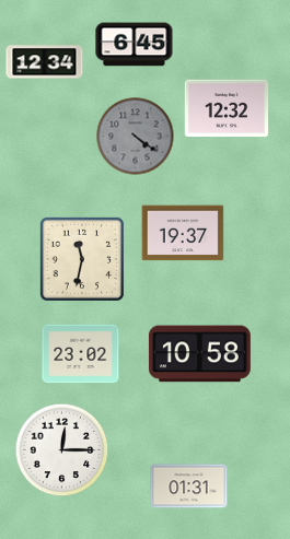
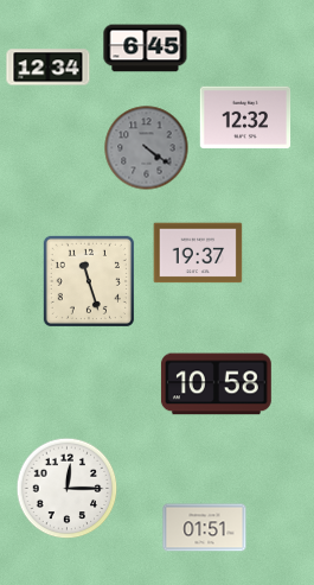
clock at (82, 259): 11:32 -> 11:27
clock at (81, 354): 23:02 -> none
clock at (189, 487): 01:31 -> 01:51
